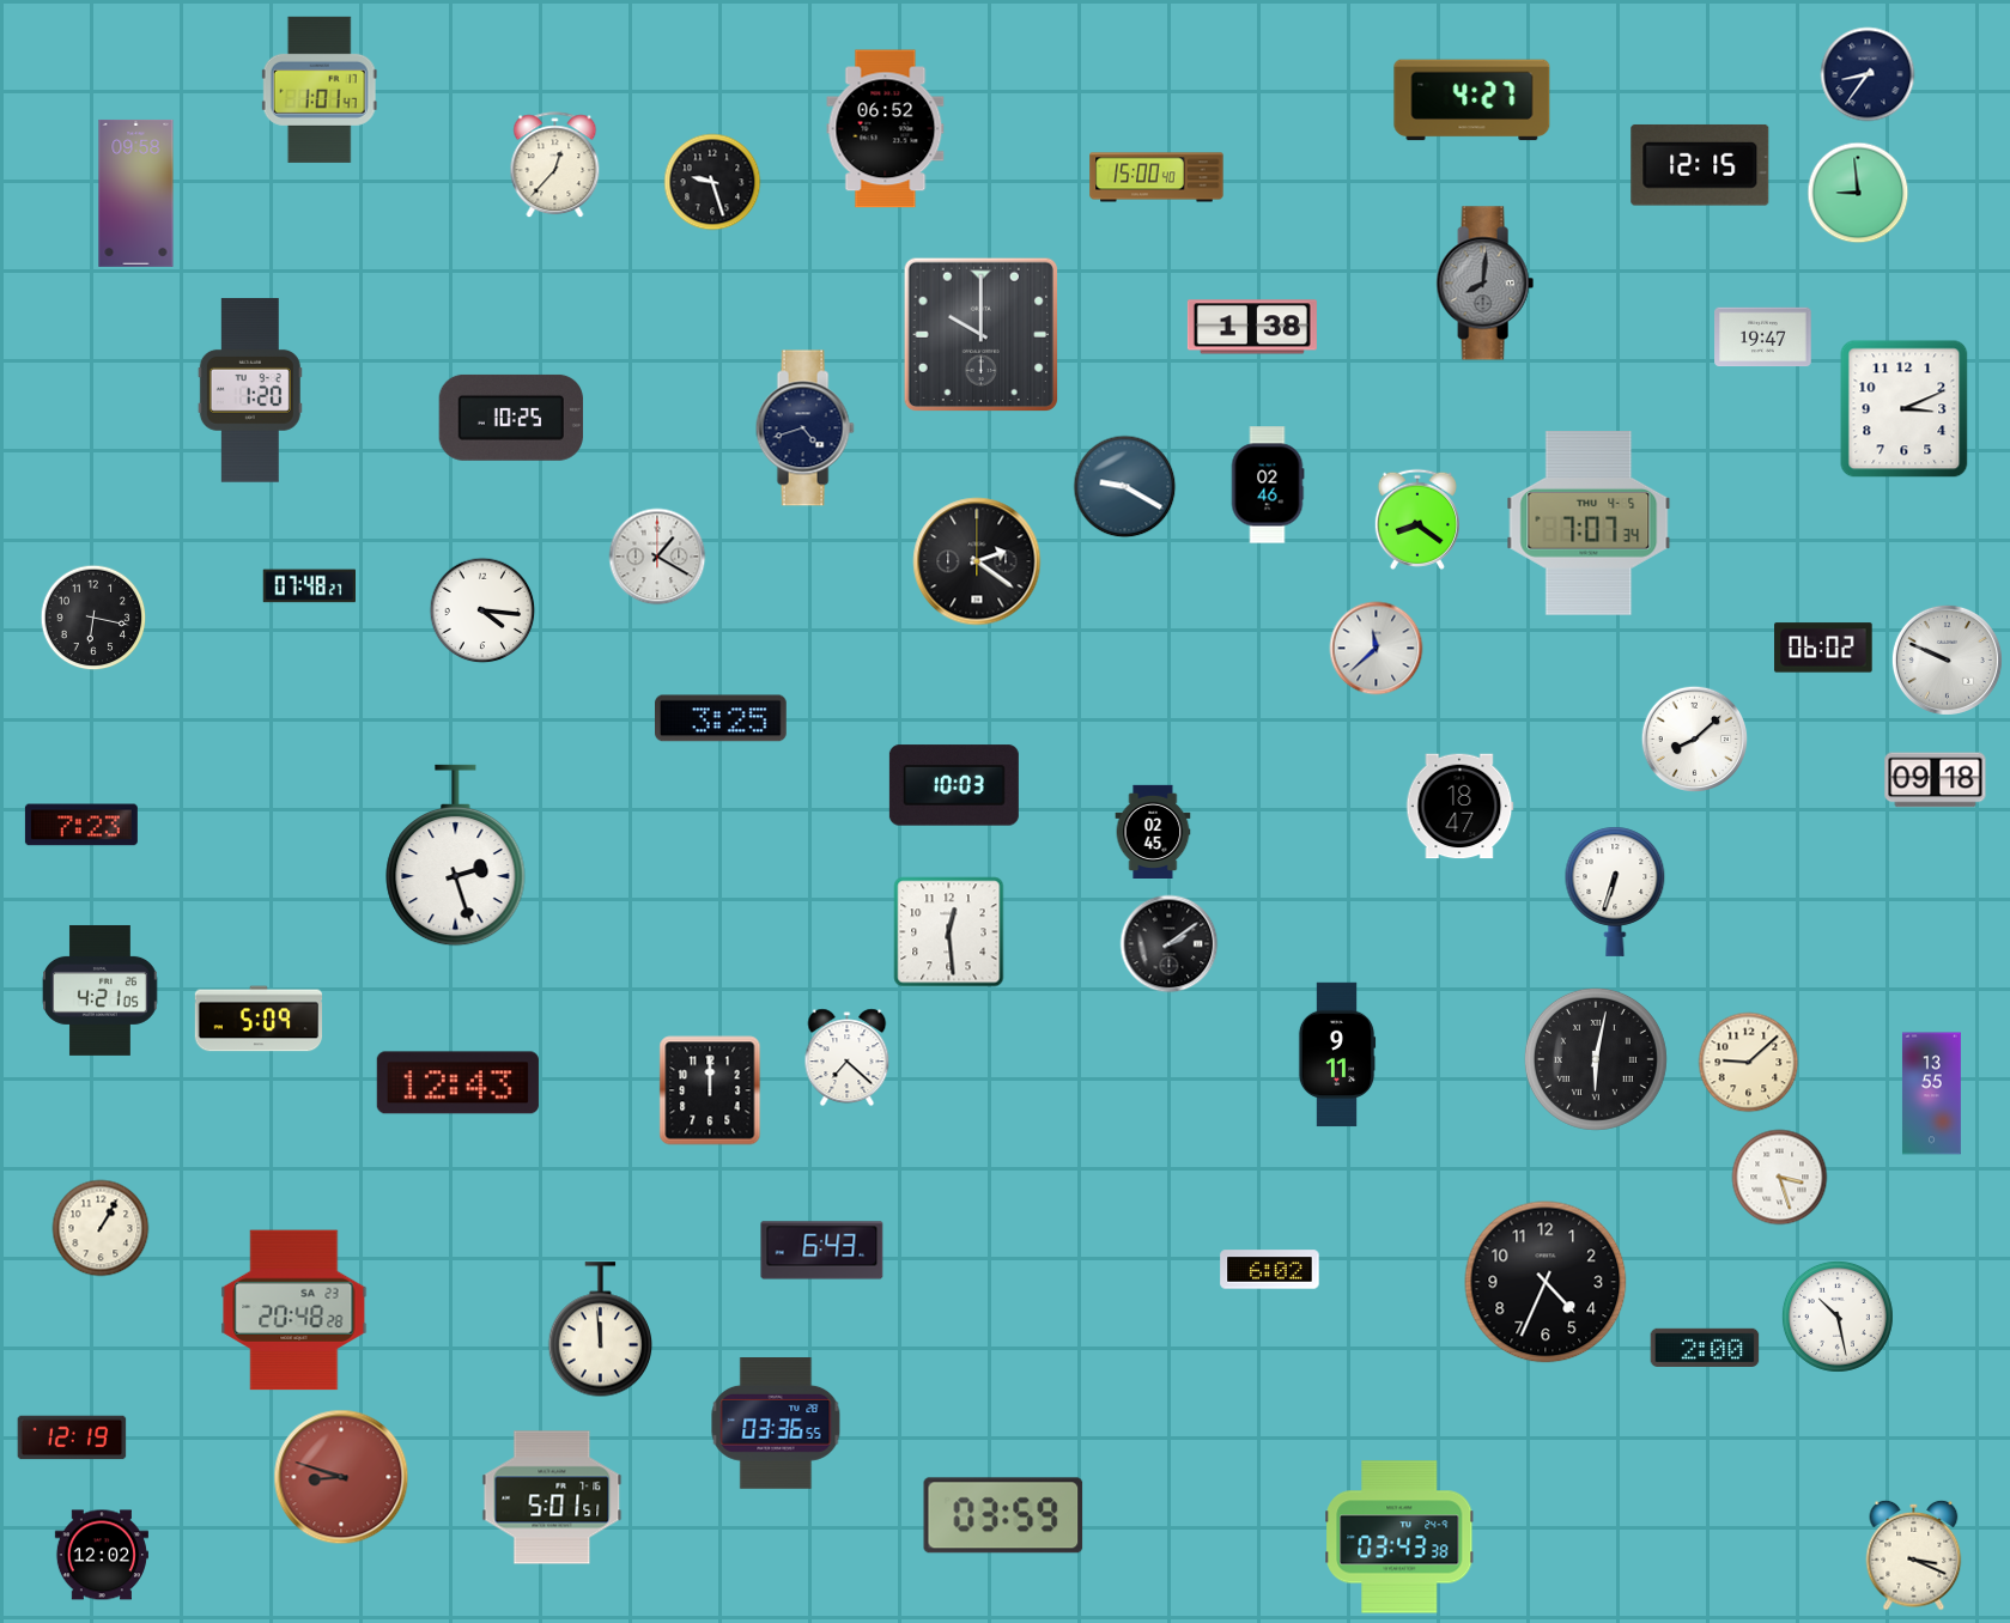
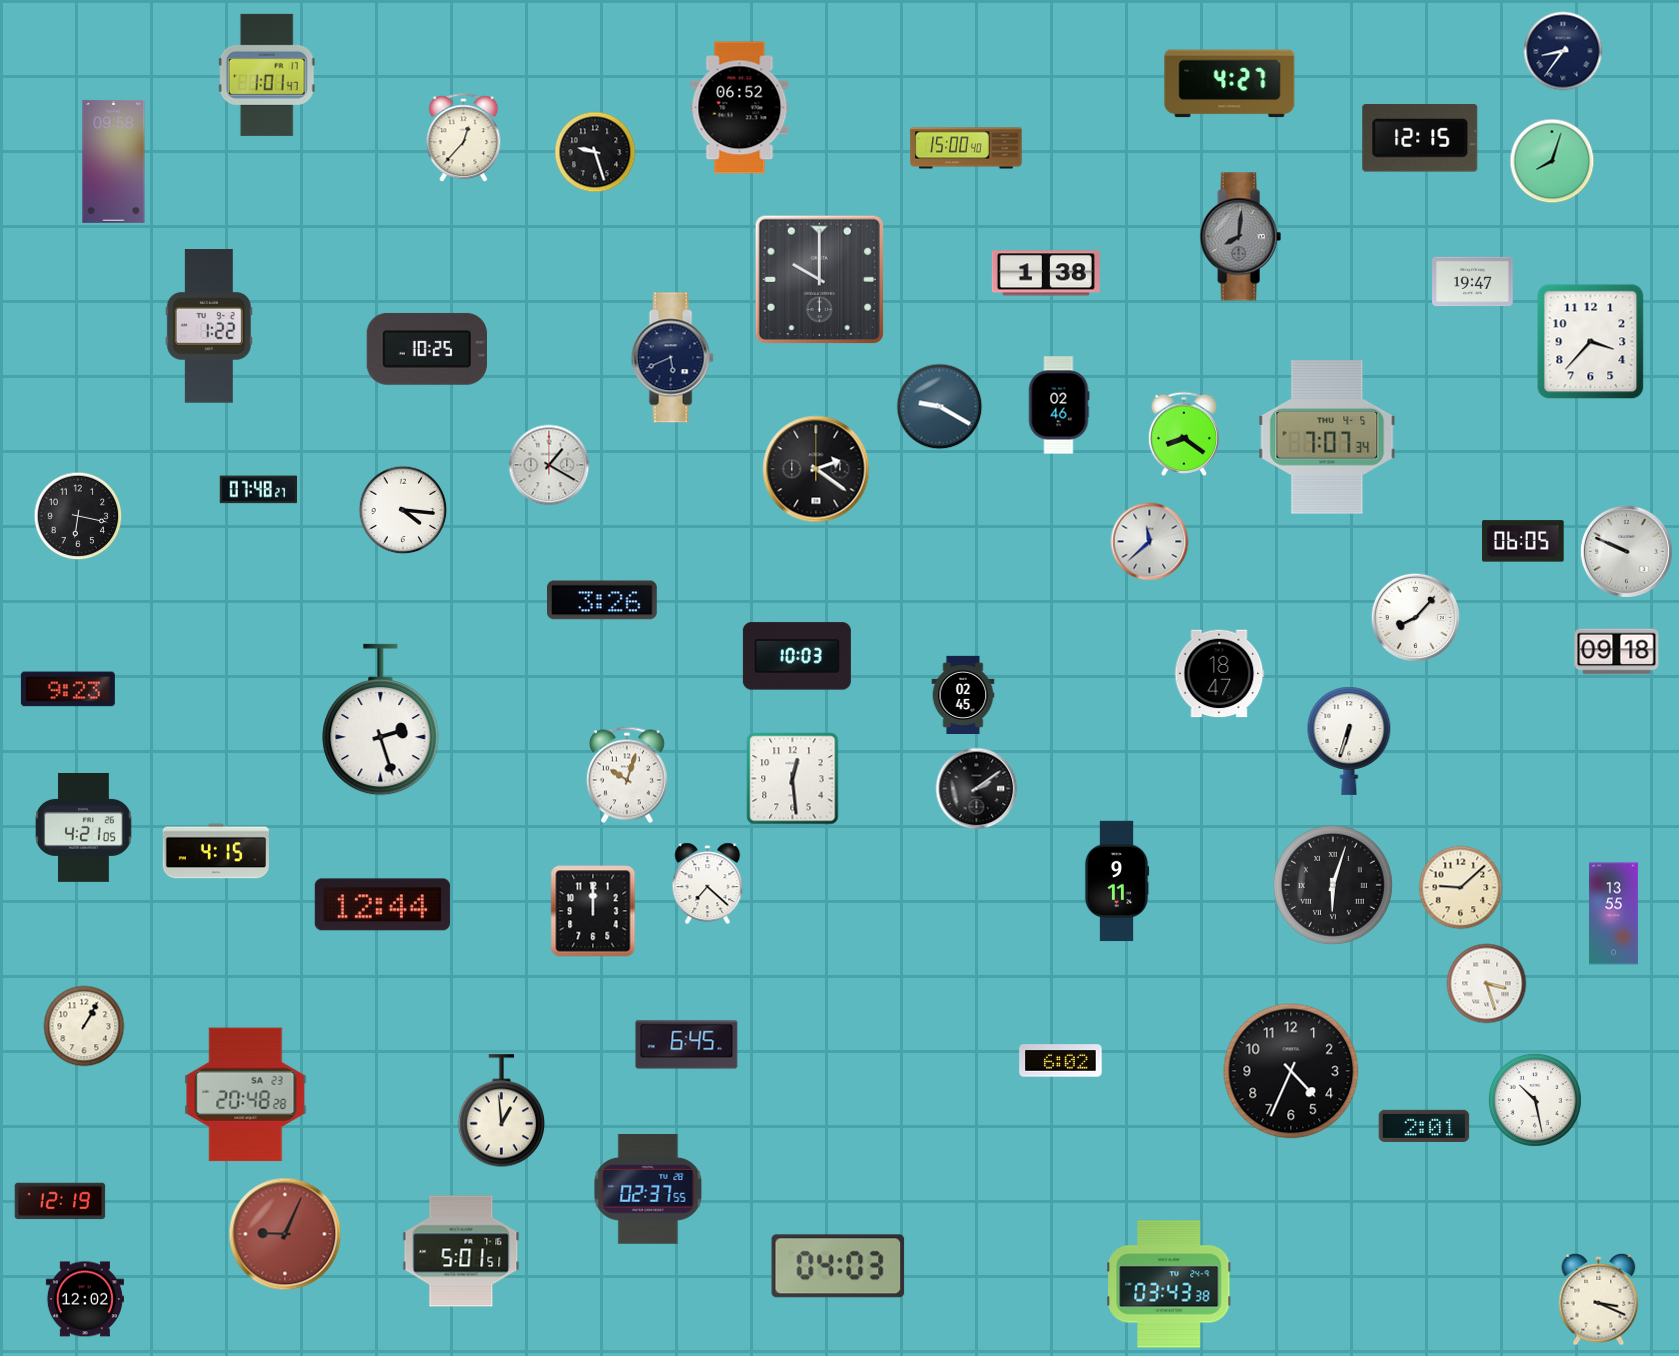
clock at (1868, 74) position: (1868, 74) -> (1563, 51)
clock at (1858, 193): 8:59 -> 8:03
clock at (250, 390): 1:20 -> 1:22
clock at (1905, 409): 3:11 -> 3:37
clock at (804, 428): 4:42 -> 5:41
clock at (1823, 648): 06:02 -> 06:05
clock at (722, 718): 3:25 -> 3:26
clock at (1695, 740): 8:08 -> 8:07
clock at (81, 825): 7:23 -> 9:23
clock at (456, 856) position: (456, 856) -> (381, 720)
clock at (1615, 892) position: (1615, 892) -> (1349, 741)
clock at (627, 775): none -> 10:03
clock at (259, 1019): 5:09 -> 4:15
clock at (1596, 1059): 6:02 -> 6:03
clock at (457, 1083): 12:43 -> 12:44
clock at (822, 1251): 6:43 -> 6:45
clock at (601, 1330): 11:59 -> 12:59
clock at (1705, 1348): 2:00 -> 2:01
clock at (776, 1424): 03:36 -> 02:37
clock at (341, 1477): 8:48 -> 9:04
clock at (1003, 1515): 03:59 -> 04:03
